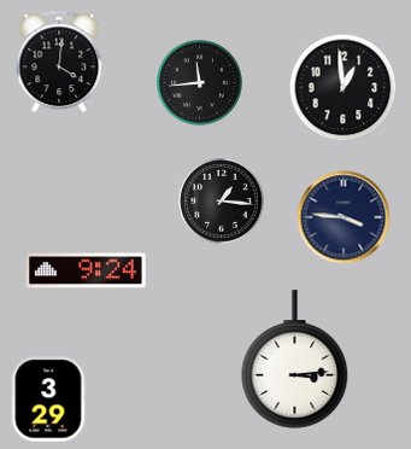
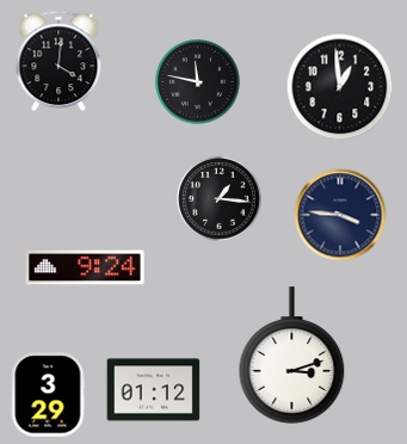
clock at (200, 83): 11:44 -> 11:47
clock at (295, 360): 3:14 -> 3:12
clock at (154, 390): none -> 01:12
